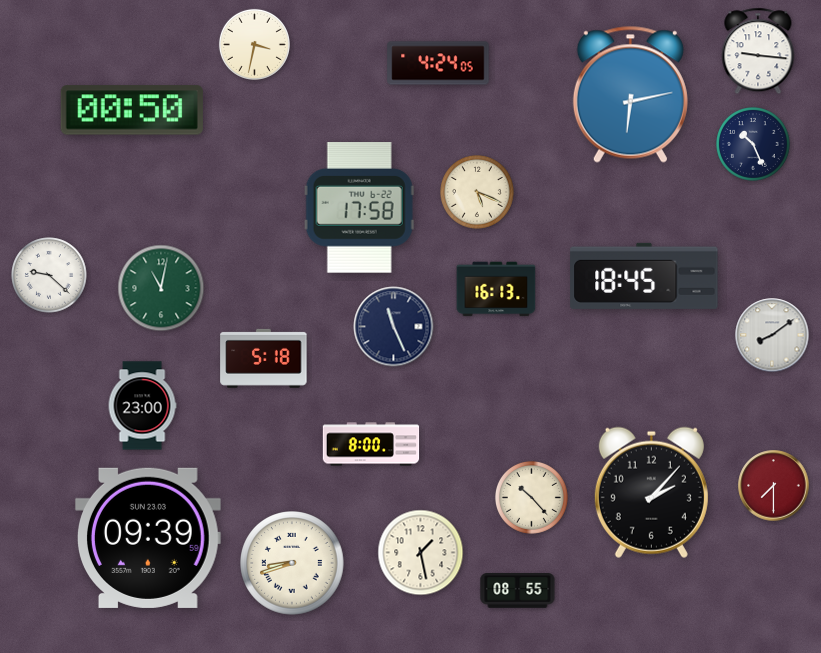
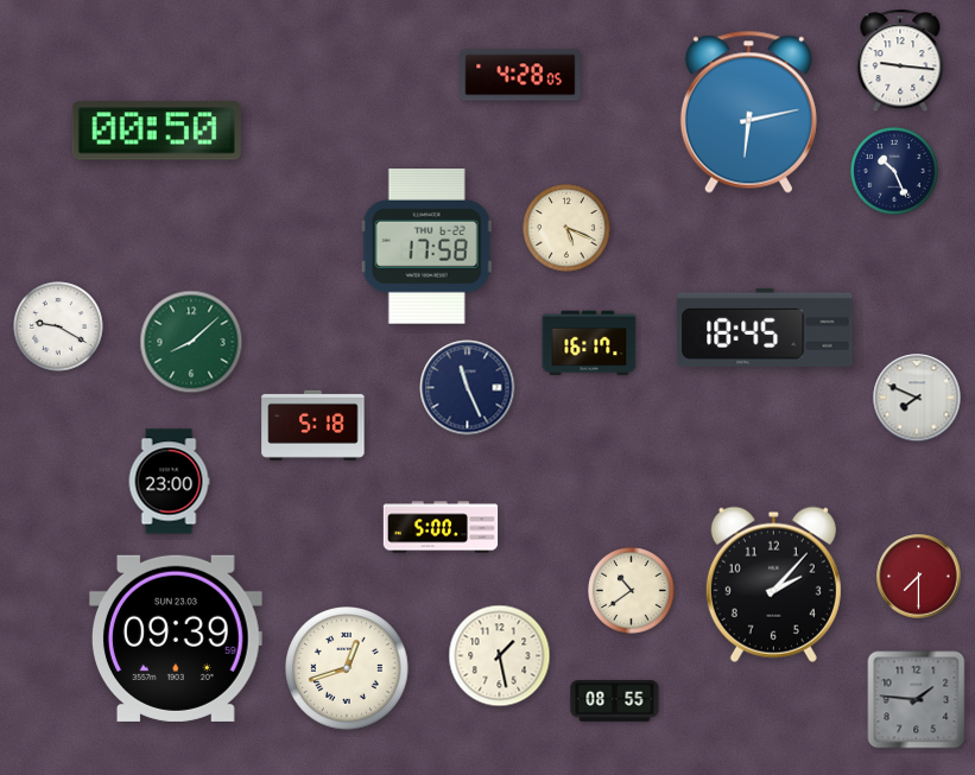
clock at (254, 44): 3:32 -> none
clock at (438, 63): 4:24 -> 4:28
clock at (49, 275): 9:22 -> 9:20
clock at (161, 288): 11:02 -> 8:08
clock at (496, 289): 16:13 -> 16:17
clock at (772, 335): 8:09 -> 7:49
clock at (371, 444): 8:00 -> 5:00
clock at (531, 497): 10:23 -> 10:39
clock at (292, 563): 8:42 -> 12:42
clock at (917, 700): none -> 1:46
